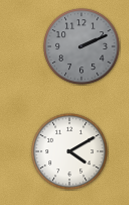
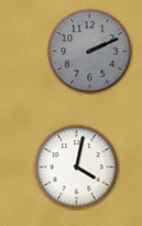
clock at (70, 152): 4:10 -> 4:02
